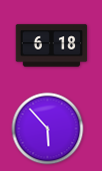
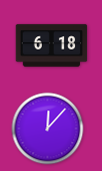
clock at (48, 129): 5:53 -> 12:07
